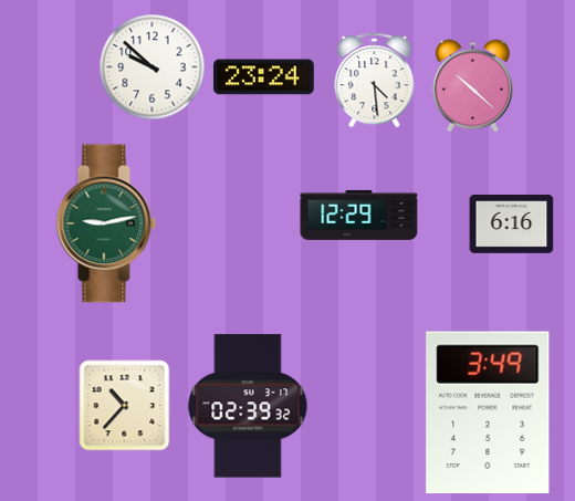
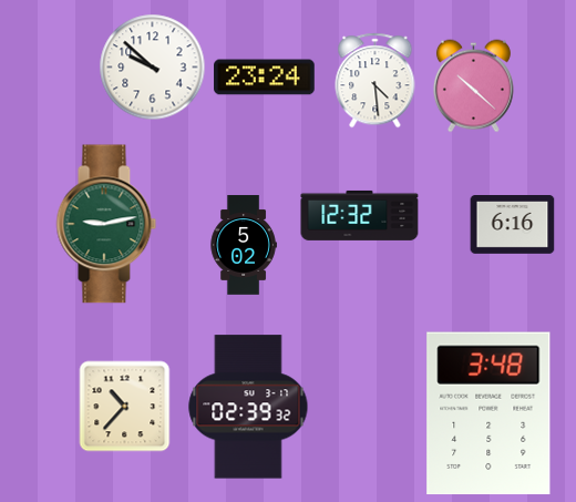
clock at (359, 215): 12:29 -> 12:32
clock at (244, 245): none -> 5:02
clock at (488, 413): 3:49 -> 3:48
